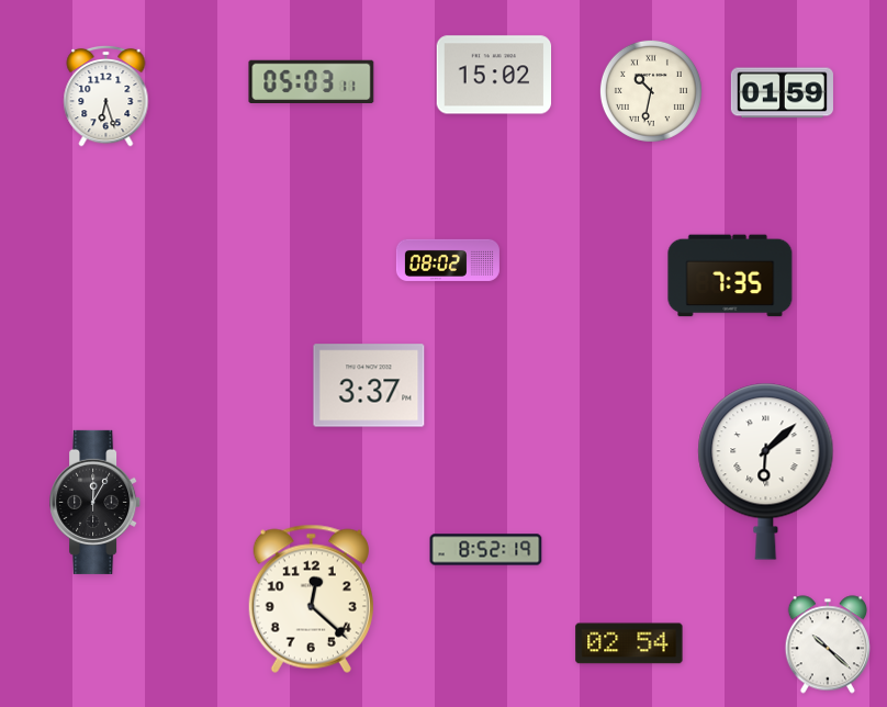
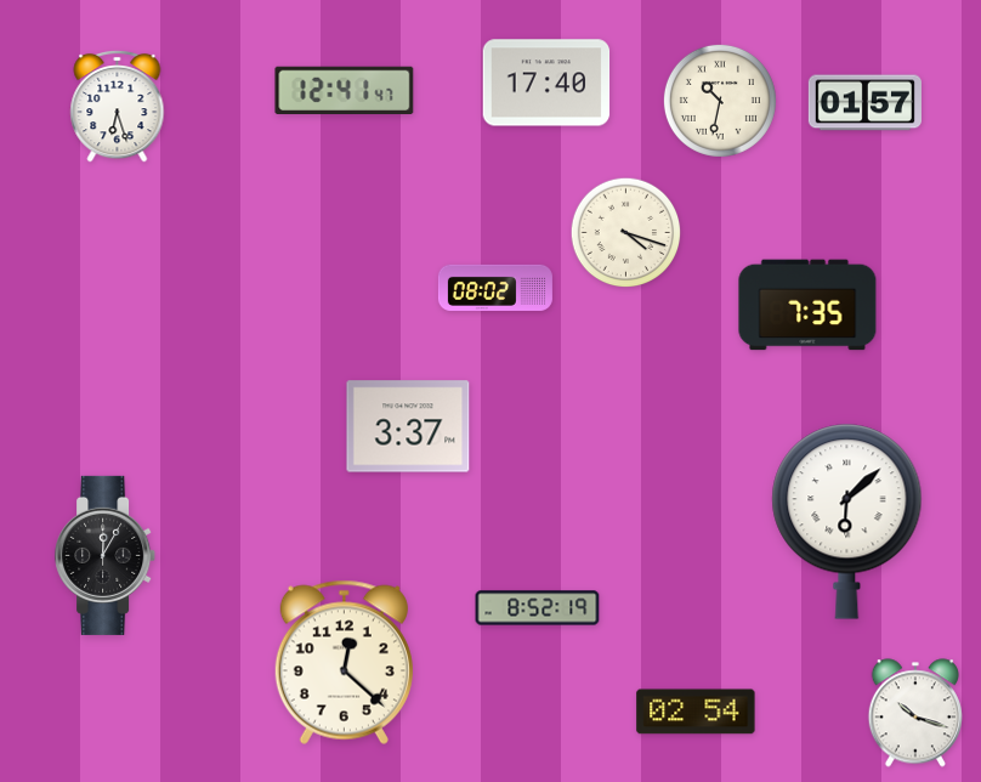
clock at (494, 75): 15:02 -> 17:40
clock at (312, 82): 05:03 -> 12:41
clock at (782, 93): 01:59 -> 01:57
clock at (626, 233): none -> 4:18
clock at (827, 644): 10:22 -> 10:18
